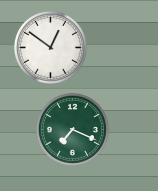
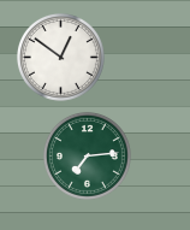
clock at (72, 129): 7:19 -> 7:14
